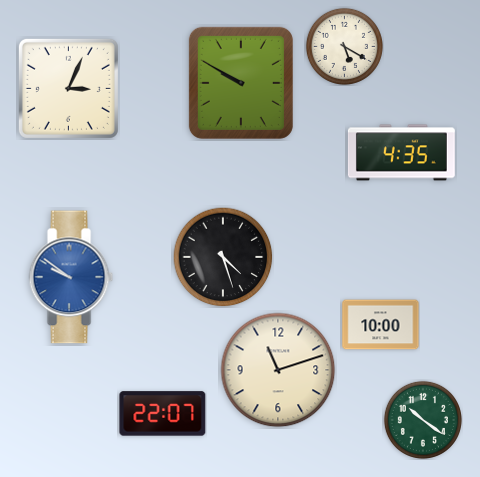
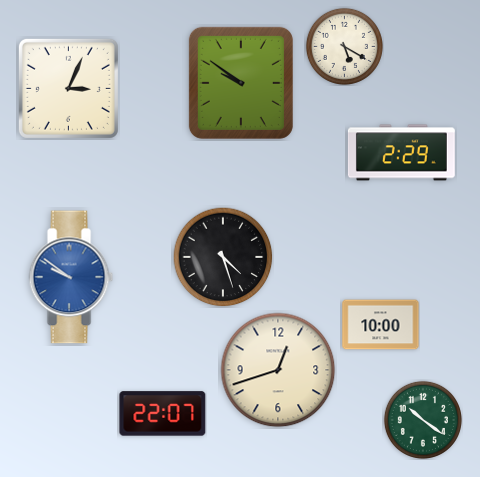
clock at (241, 83): 9:50 -> 9:51
clock at (401, 153): 4:35 -> 2:29
clock at (278, 370): 11:12 -> 12:42
